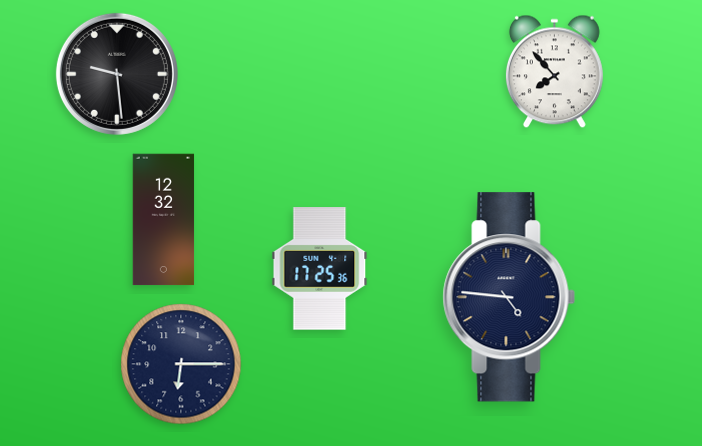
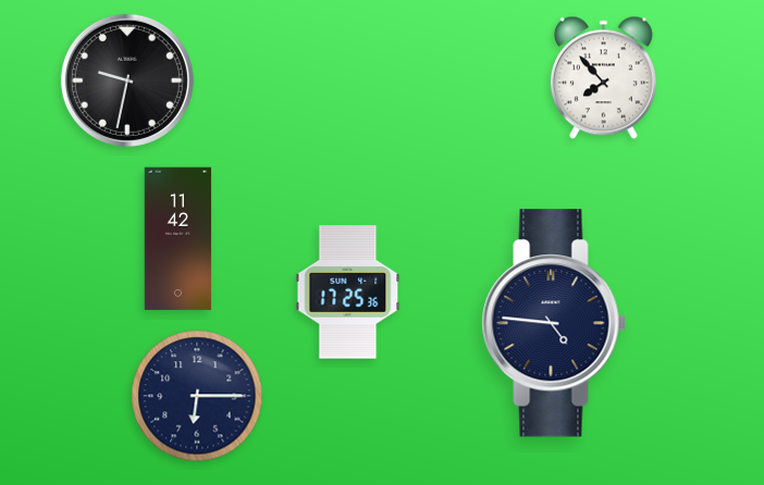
clock at (117, 74): 9:29 -> 9:32
clock at (164, 220): 12:32 -> 11:42
